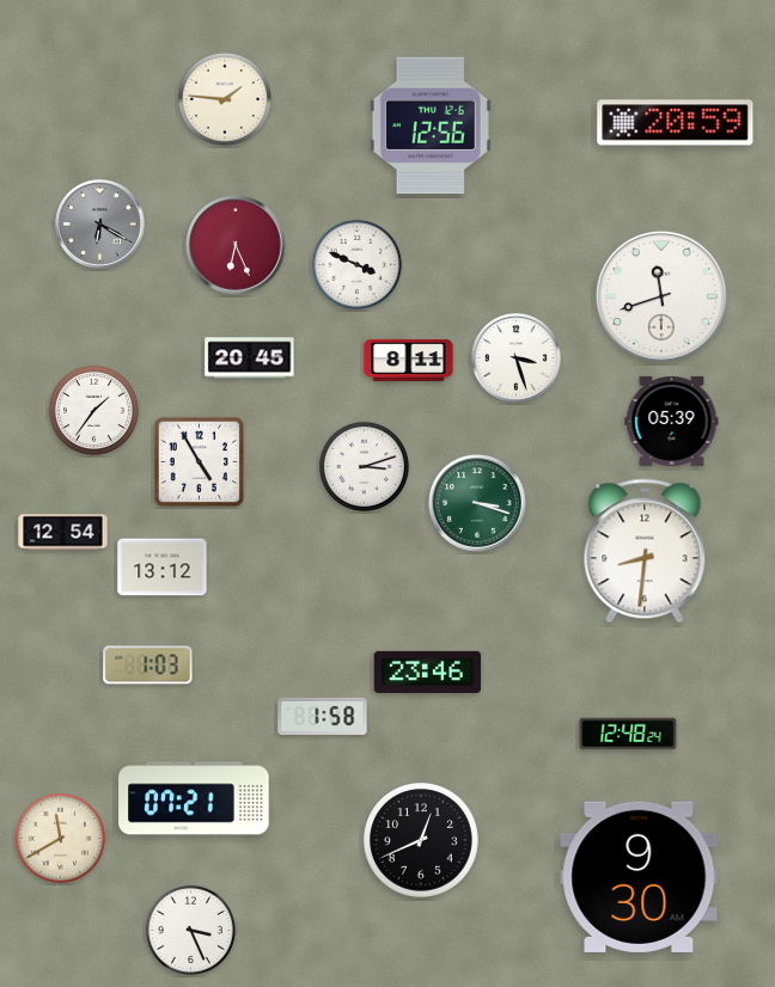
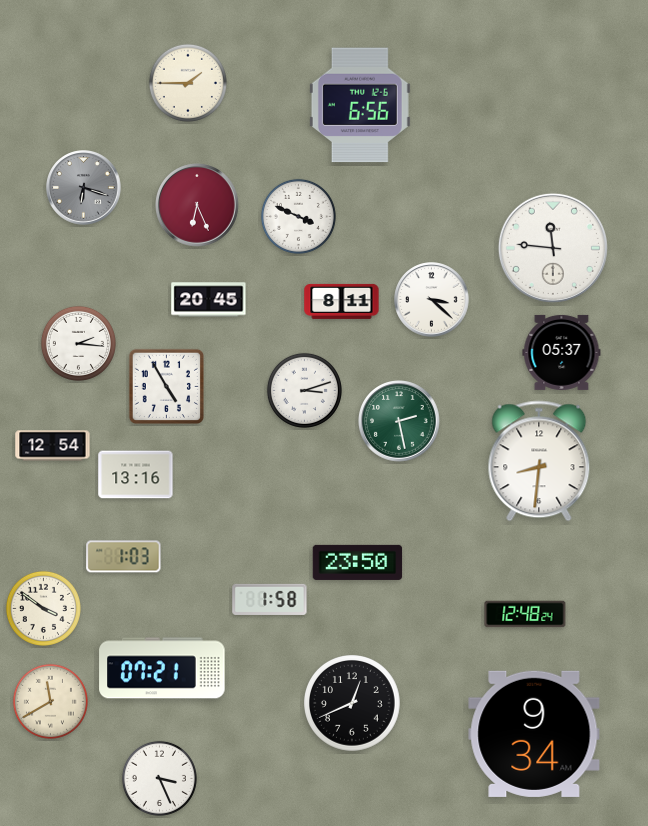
clock at (225, 99): 1:46 -> 1:45
clock at (676, 123): 20:59 -> none
clock at (431, 125): 12:56 -> 6:56
clock at (100, 225): 6:20 -> 6:18
clock at (356, 264) position: (356, 264) -> (298, 216)
clock at (661, 296): 11:42 -> 11:46
clock at (517, 358): 3:27 -> 3:22
clock at (93, 410): 1:36 -> 2:16
clock at (672, 421): 05:39 -> 05:37
clock at (478, 504): 3:18 -> 2:28
clock at (163, 568): 13:12 -> 13:16
clock at (428, 672): 23:46 -> 23:50
clock at (43, 608): none -> 3:51
clock at (639, 877): 9:30 -> 9:34
